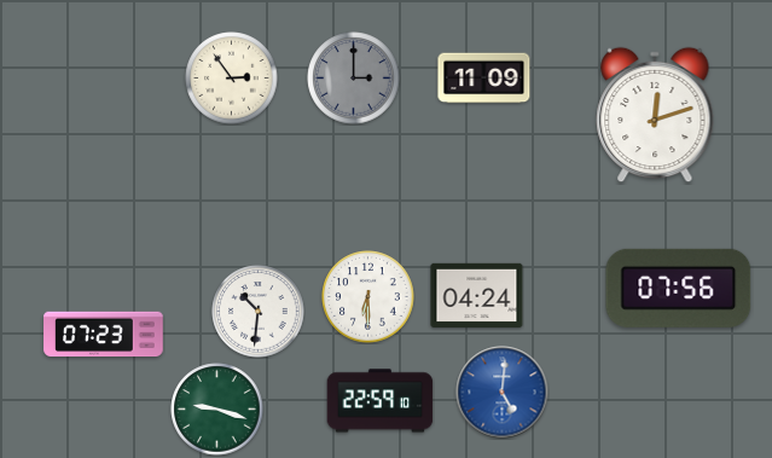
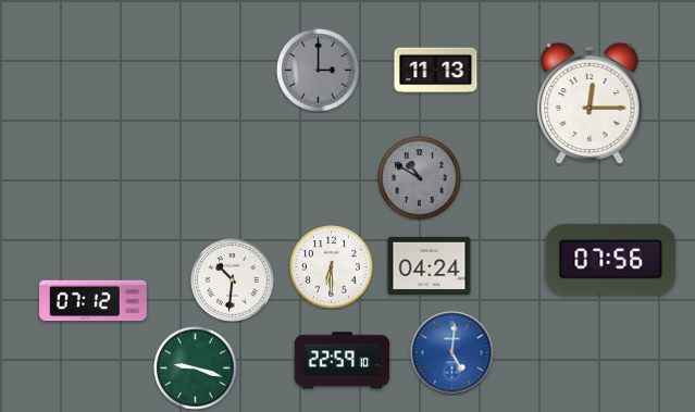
clock at (232, 79): 2:54 -> none
clock at (484, 79): 11:09 -> 11:13
clock at (655, 115): 12:12 -> 12:15
clock at (420, 178): none -> 10:50
clock at (104, 335): 07:23 -> 07:12
